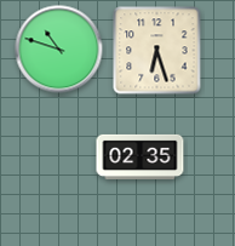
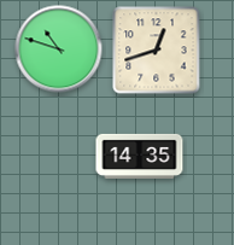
clock at (157, 51): 6:27 -> 12:42
clock at (141, 156): 02:35 -> 14:35
